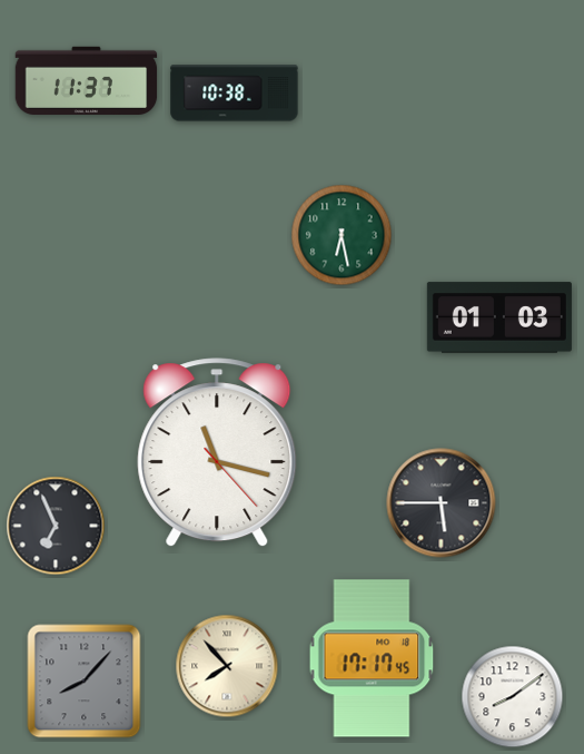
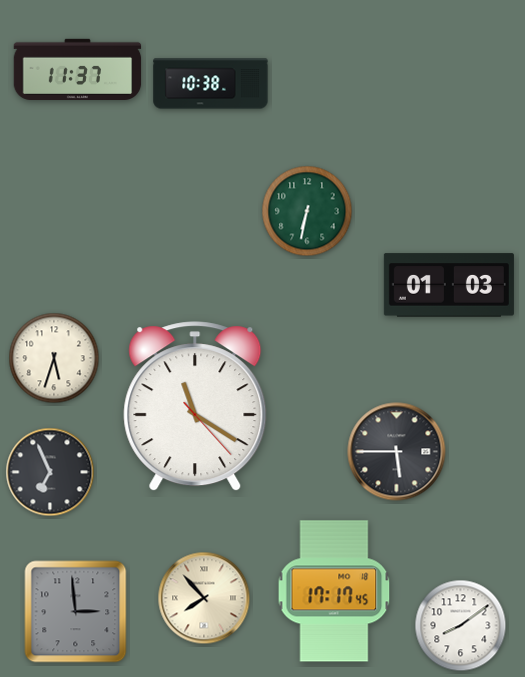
clock at (87, 80) position: (87, 80) -> (78, 69)
clock at (342, 235): 6:28 -> 6:32
clock at (54, 358): none -> 5:33
clock at (217, 453): 11:17 -> 11:20
clock at (85, 682): 8:07 -> 2:59
